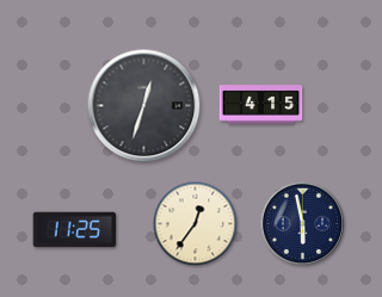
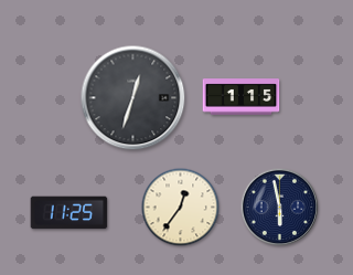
clock at (261, 105): 4:15 -> 1:15
